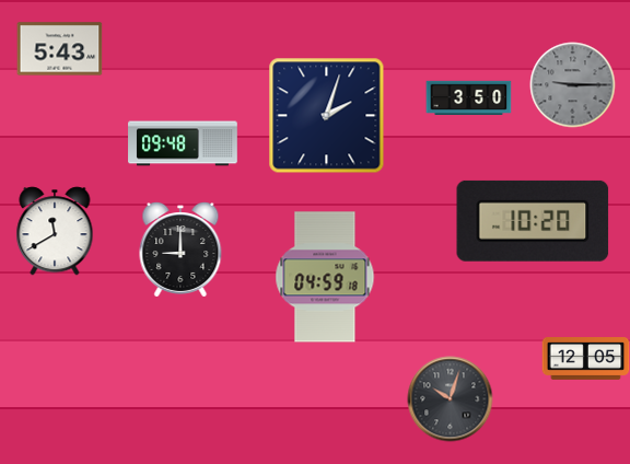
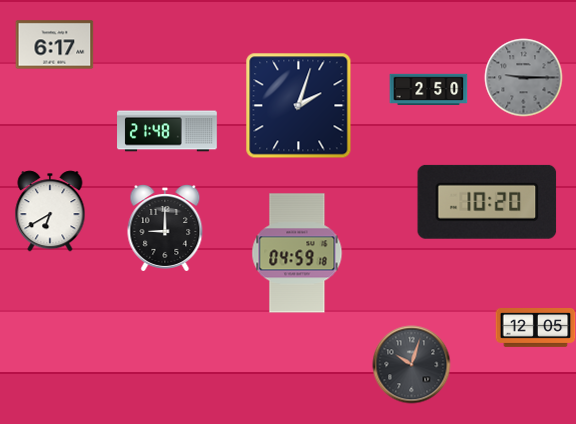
clock at (59, 49): 5:43 -> 6:17
clock at (468, 97): 3:50 -> 2:50
clock at (183, 143): 09:48 -> 21:48
clock at (55, 231): 11:40 -> 6:40
